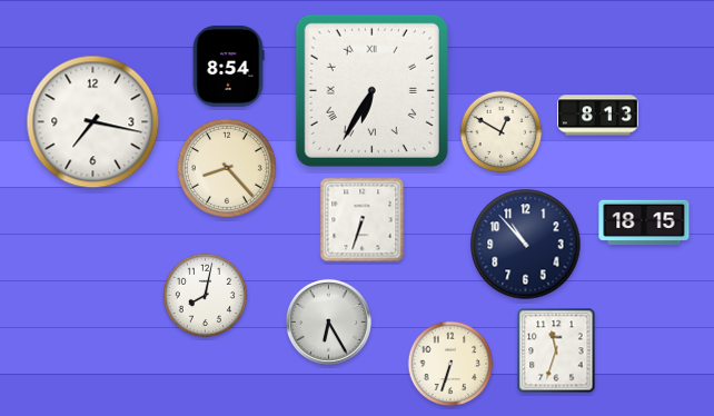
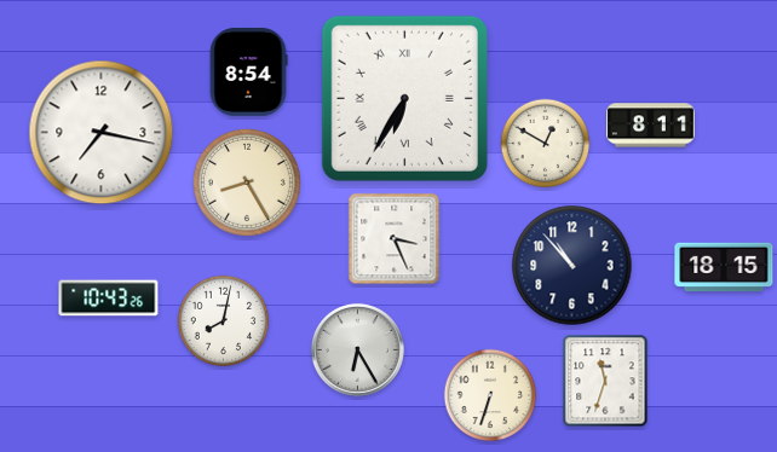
clock at (598, 116): 8:13 -> 8:11
clock at (228, 169): 8:23 -> 8:25
clock at (363, 220): 6:33 -> 3:26
clock at (644, 222) position: (644, 222) -> (724, 267)
clock at (109, 299): none -> 10:43
